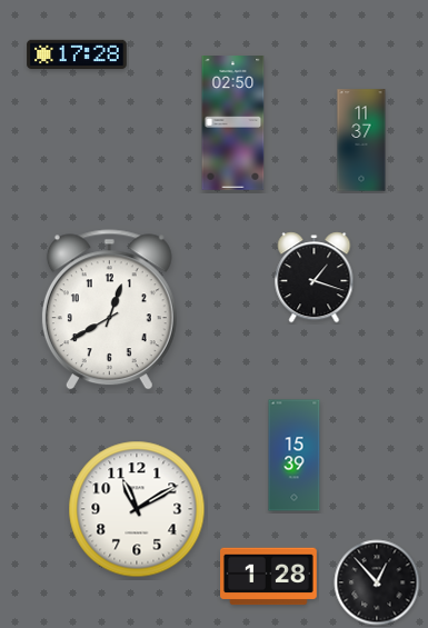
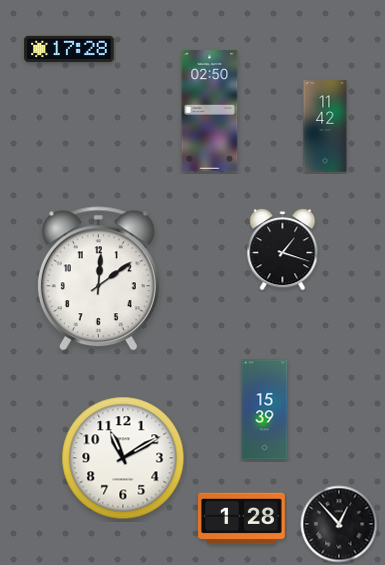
clock at (361, 140): 11:37 -> 11:42
clock at (109, 310): 12:40 -> 12:09
